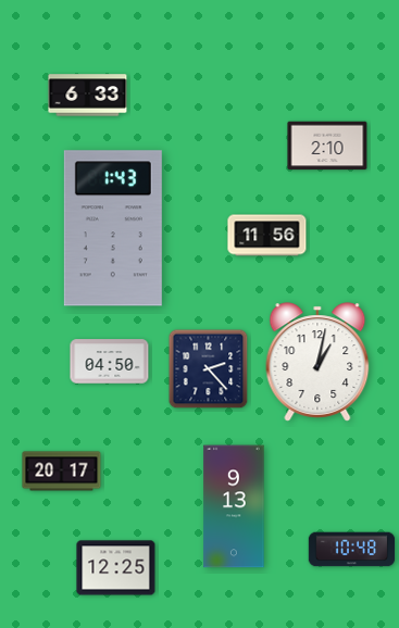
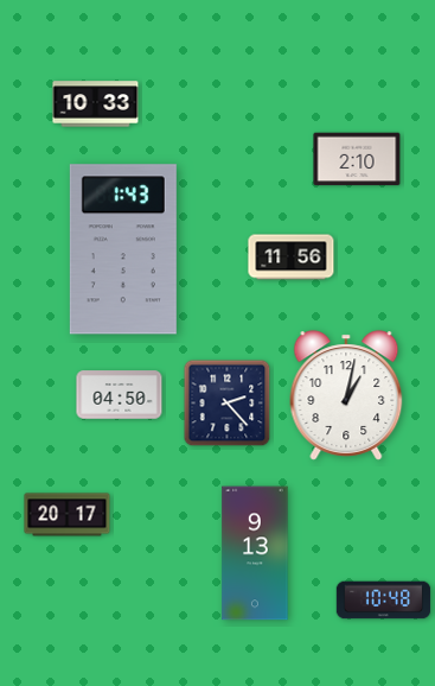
clock at (88, 96): 6:33 -> 10:33
clock at (116, 568): 12:25 -> none
